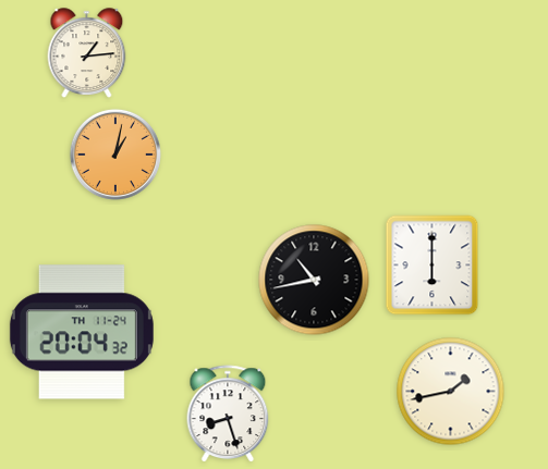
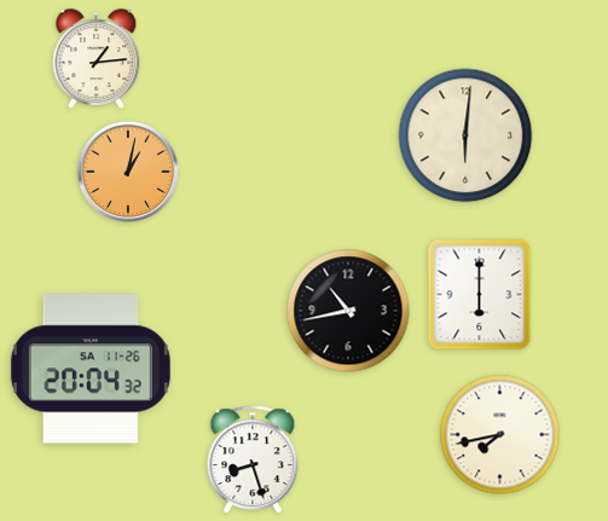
clock at (465, 135): none -> 6:01
clock at (82, 332) date: TH 11-24 -> SA 11-26
clock at (451, 392): 1:43 -> 7:43
